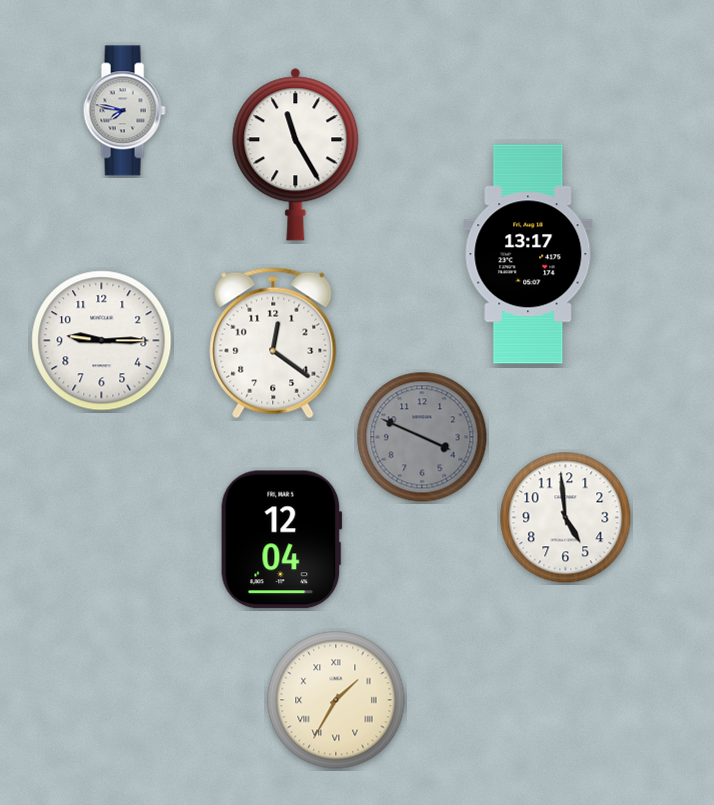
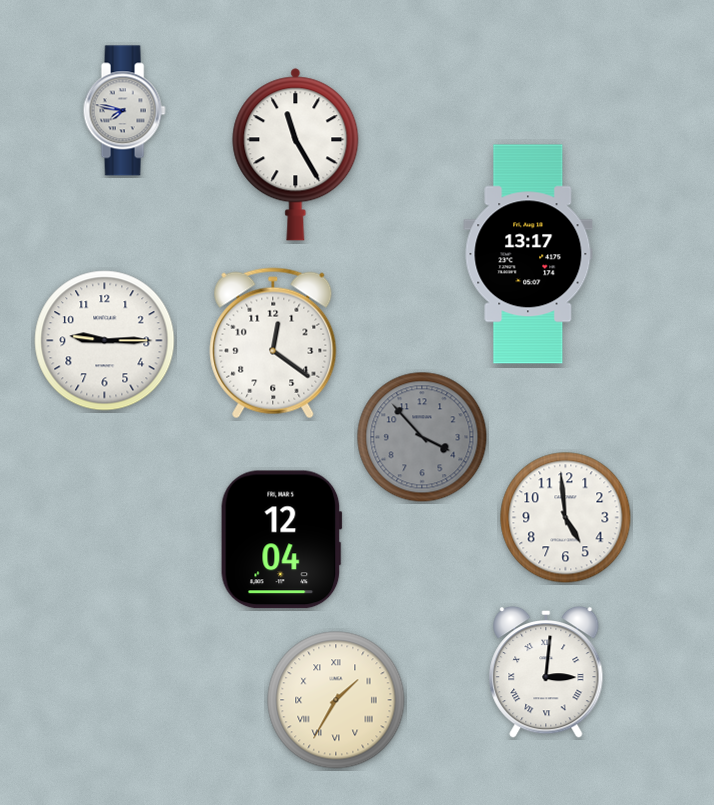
clock at (102, 341) position: (102, 341) -> (105, 341)
clock at (422, 437): 3:49 -> 3:53
clock at (546, 672): none -> 3:01
